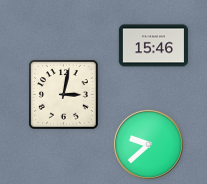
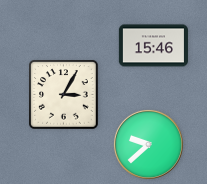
clock at (64, 95): 3:02 -> 3:05
